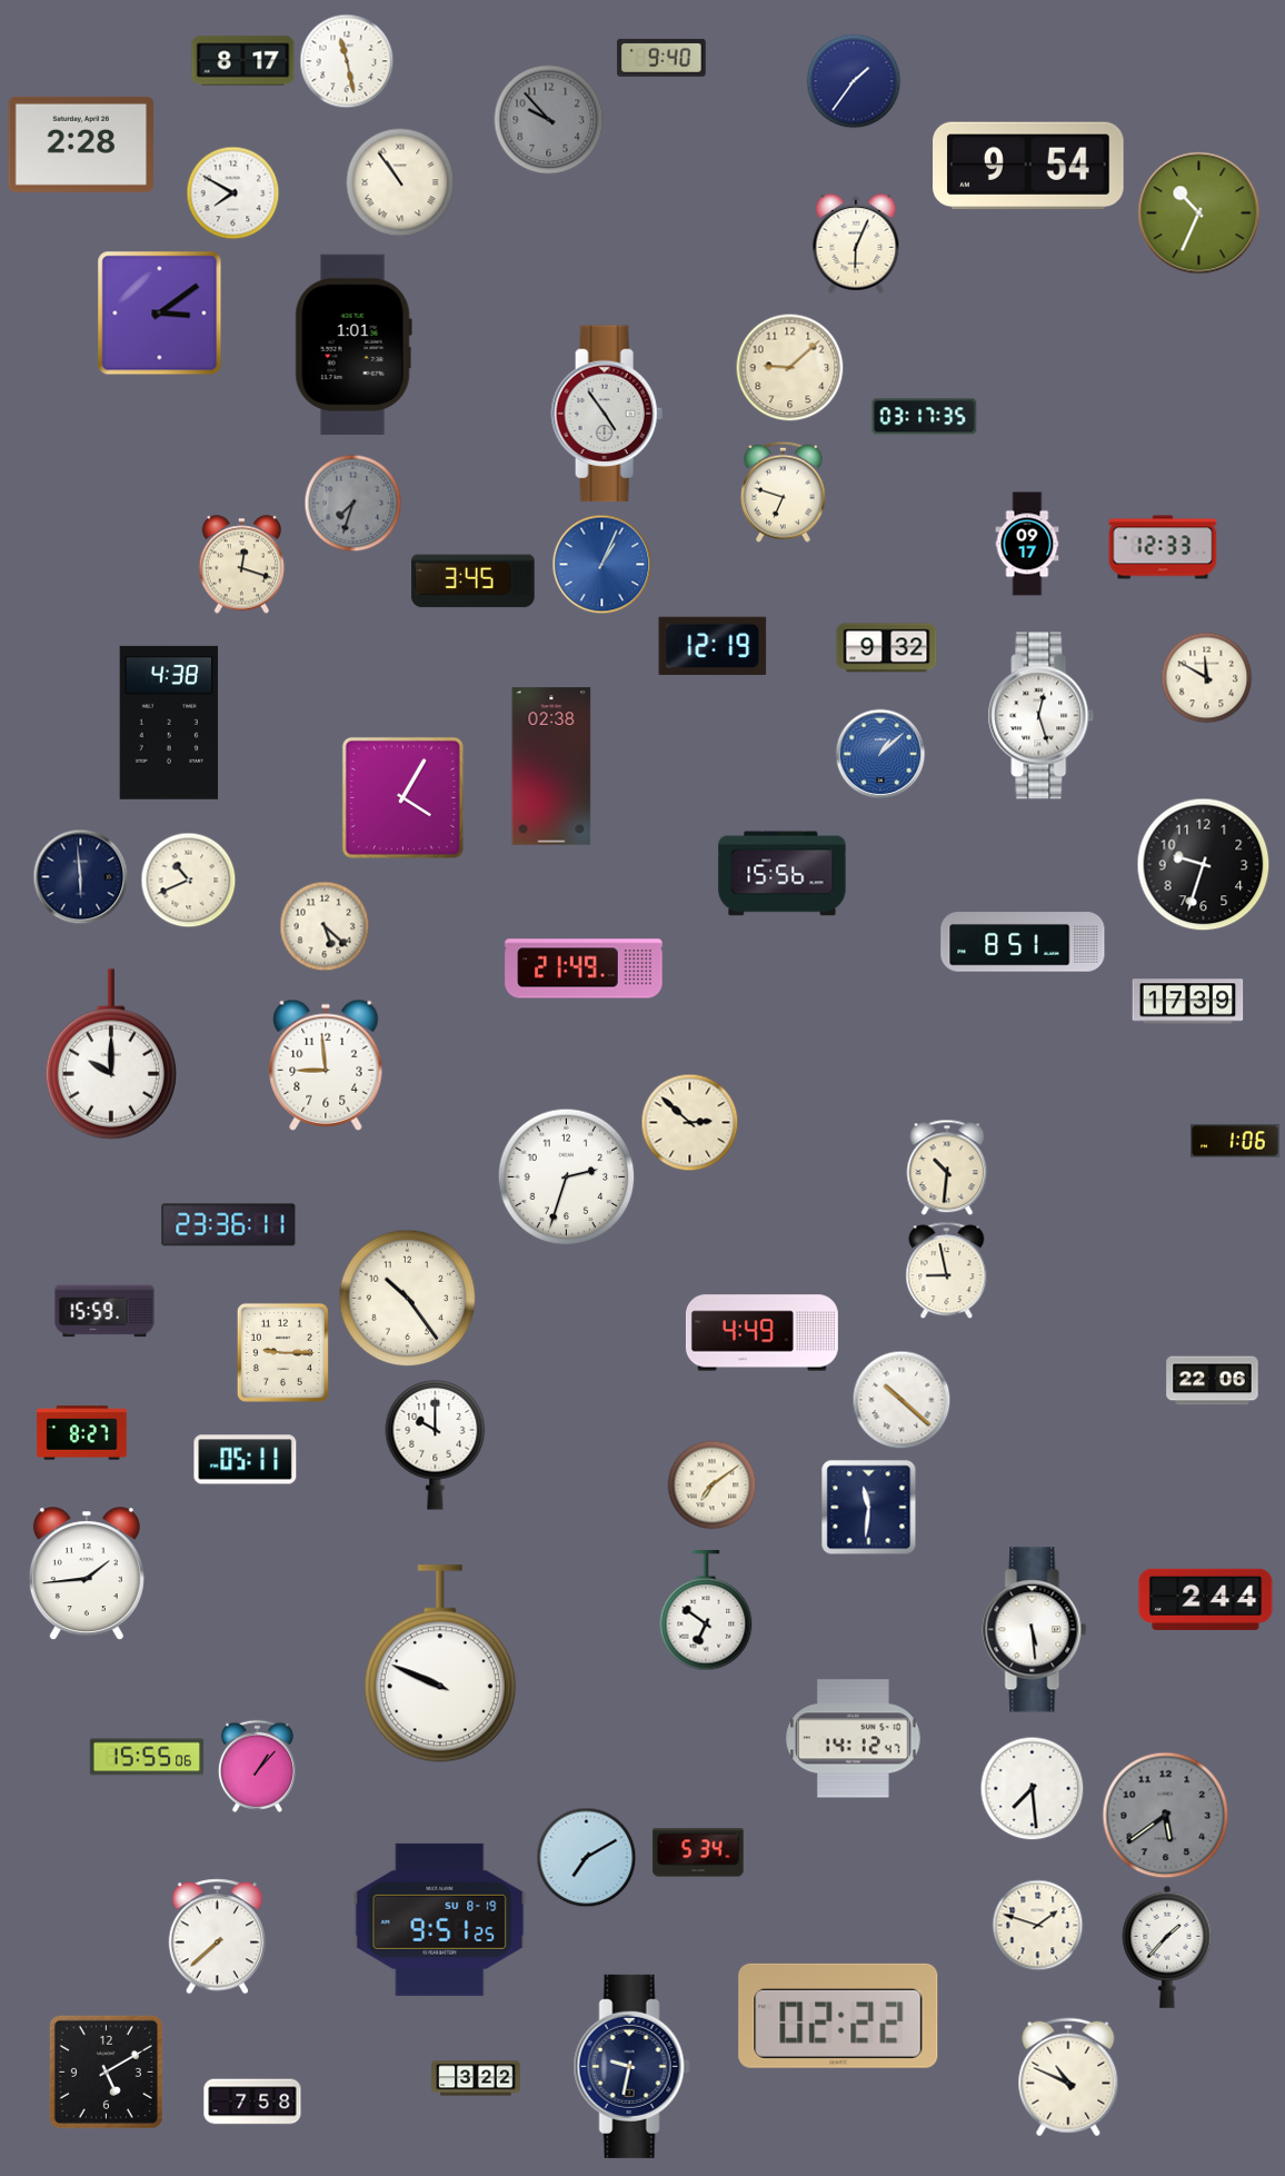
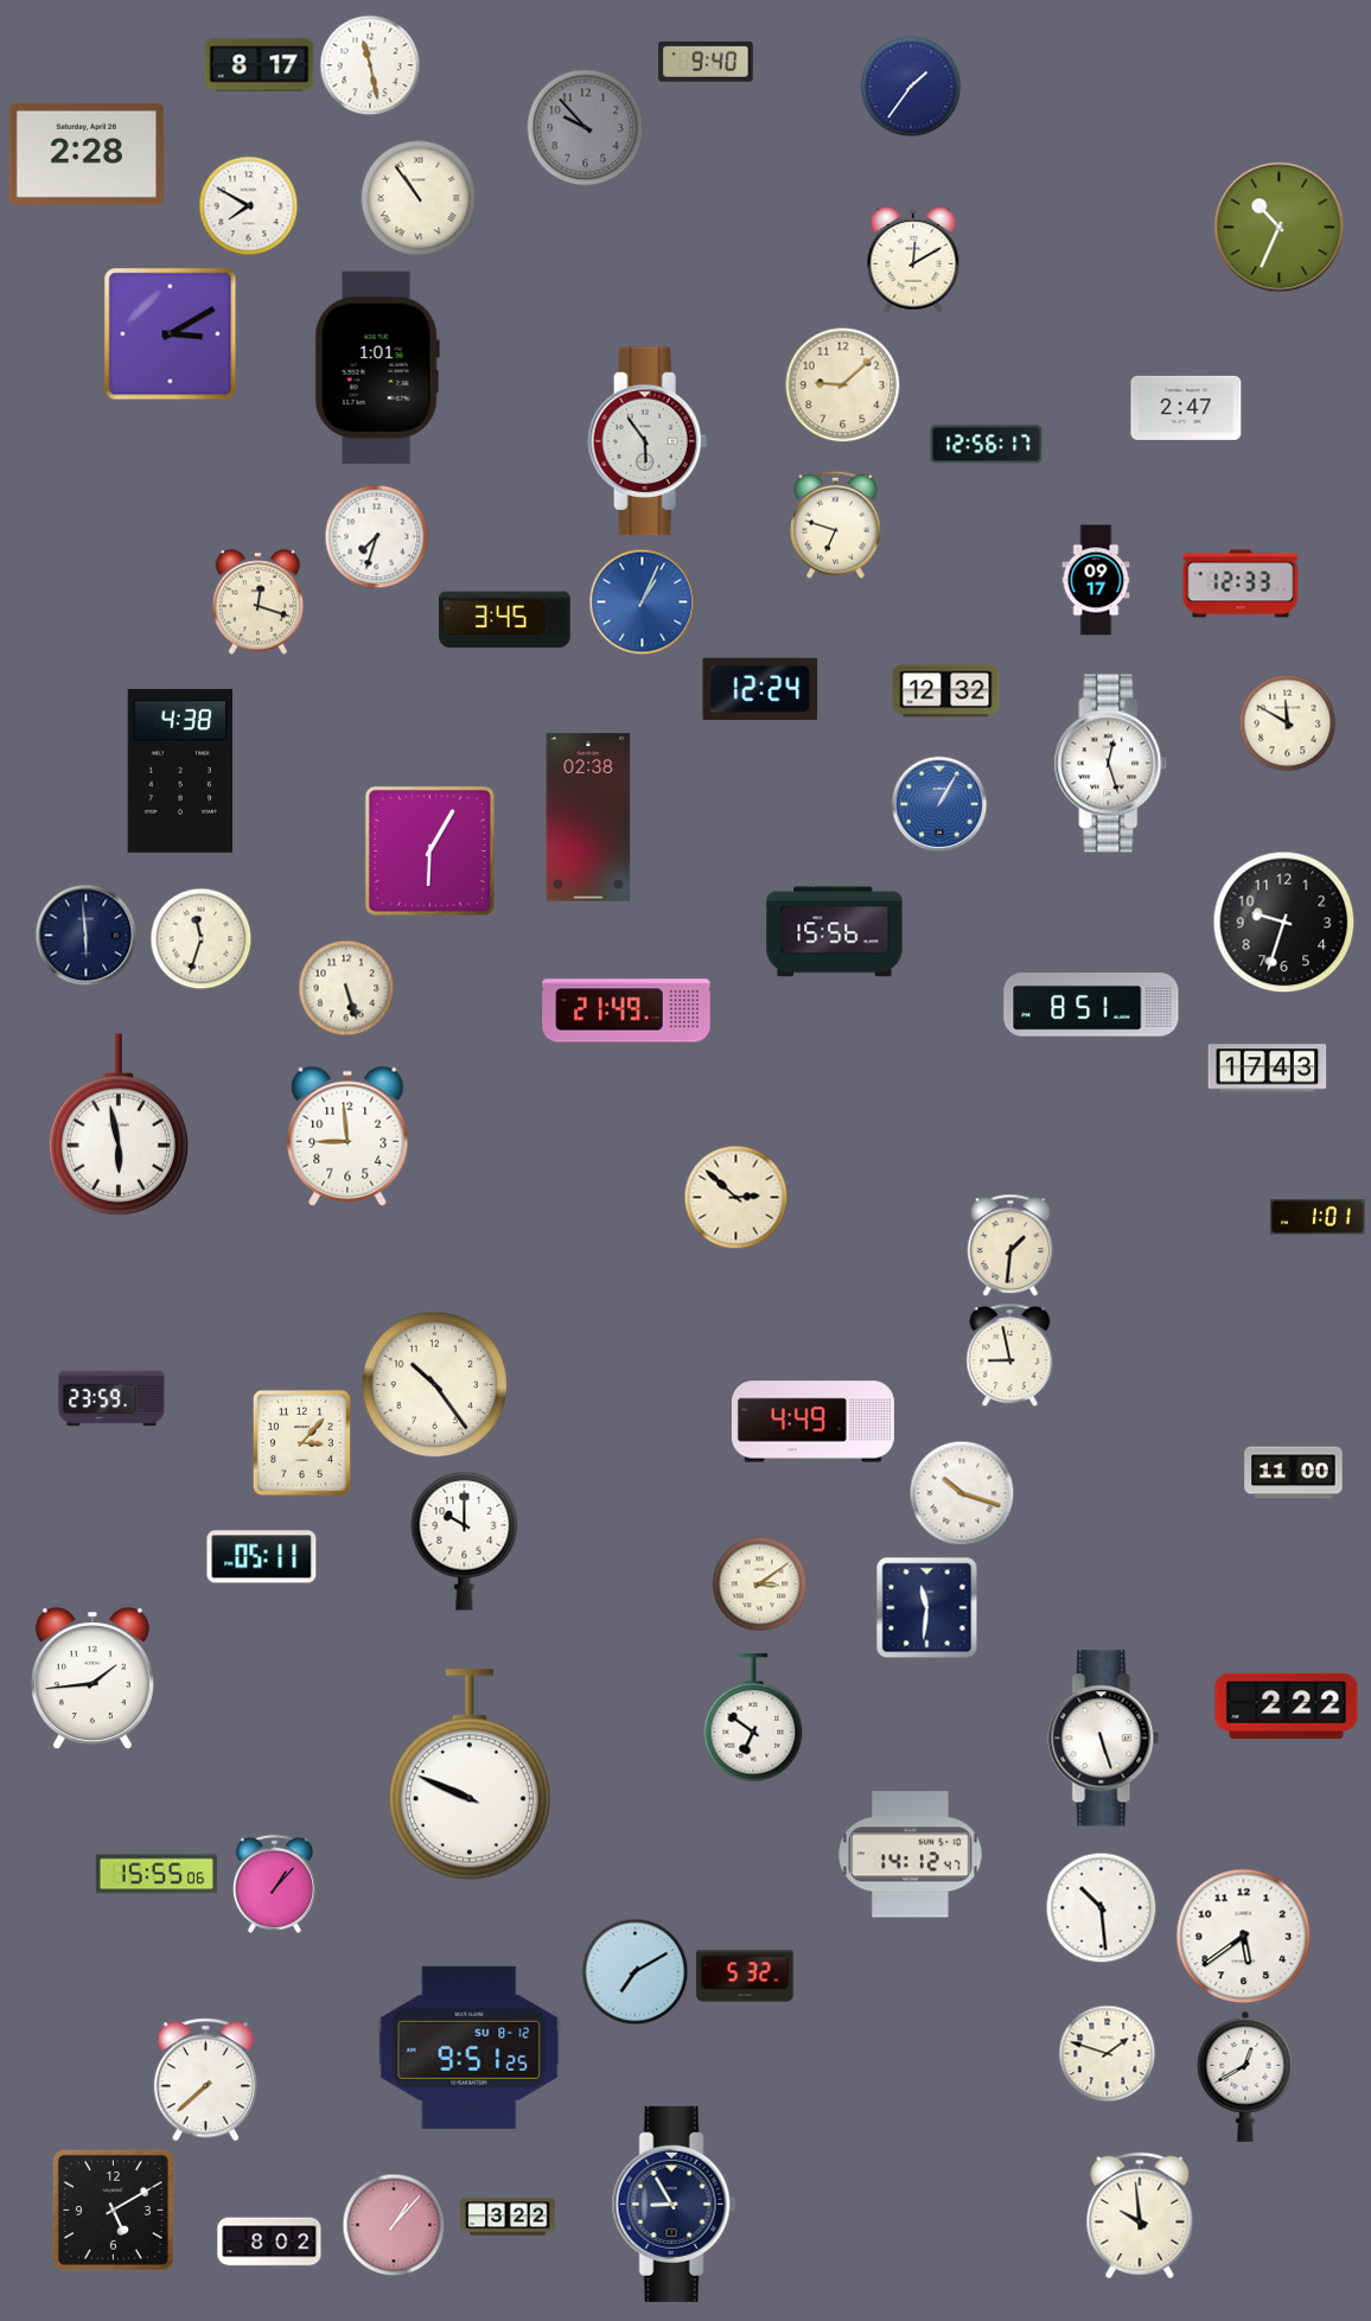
clock at (1028, 166): 9:54 -> none
clock at (400, 182) position: (400, 182) -> (419, 198)
clock at (856, 244): 6:04 -> 12:10
clock at (160, 314): 3:09 -> 3:10
clock at (790, 368) position: (790, 368) -> (843, 385)
clock at (1186, 408): none -> 2:47
clock at (607, 414): 4:54 -> 5:54
clock at (925, 417): 03:17 -> 12:56
clock at (353, 504) dial: grey -> white
clock at (713, 646): 12:19 -> 12:24
clock at (887, 648): 9:32 -> 12:32
clock at (880, 754): 1:08 -> 1:05
clock at (402, 797): 4:05 -> 6:05
clock at (189, 881): 10:41 -> 11:33
clock at (325, 926): 5:22 -> 5:27
clock at (584, 968) position: (584, 968) -> (626, 1010)
clock at (1188, 1002): 17:39 -> 17:43
clock at (111, 1054): 10:00 -> 5:58
clock at (1235, 1141): 1:06 -> 1:01
clock at (947, 1168): 10:31 -> 1:31
clock at (567, 1178): 2:33 -> none
clock at (229, 1225): 23:36 -> none
clock at (104, 1311): 15:59 -> 23:59
clock at (282, 1352): 9:15 -> 3:07
clock at (1213, 1381): 22:06 -> 11:00
clock at (902, 1400): 10:22 -> 10:18
clock at (82, 1433): 8:27 -> none
clock at (713, 1486): 7:09 -> 3:09
clock at (1206, 1599): 2:44 -> 2:22
clock at (1035, 1630): 5:29 -> 5:27
clock at (1033, 1789): 7:29 -> 10:29
clock at (1166, 1816) dial: grey -> white
clock at (698, 1852): 5:34 -> 5:32
clock at (587, 1858) position: (587, 1858) -> (636, 1972)
clock at (440, 1919) date: SU 8-19 -> SU 8-12
clock at (217, 1937) position: (217, 1937) -> (205, 2080)
clock at (1167, 1947): 1:37 -> 12:40
clock at (838, 2016): 02:22 -> none
clock at (631, 2066): 9:32 -> 8:55
clock at (1068, 2077): 10:49 -> 9:59
clock at (394, 2225): none -> 1:07
clock at (252, 2102): 7:58 -> 8:02
